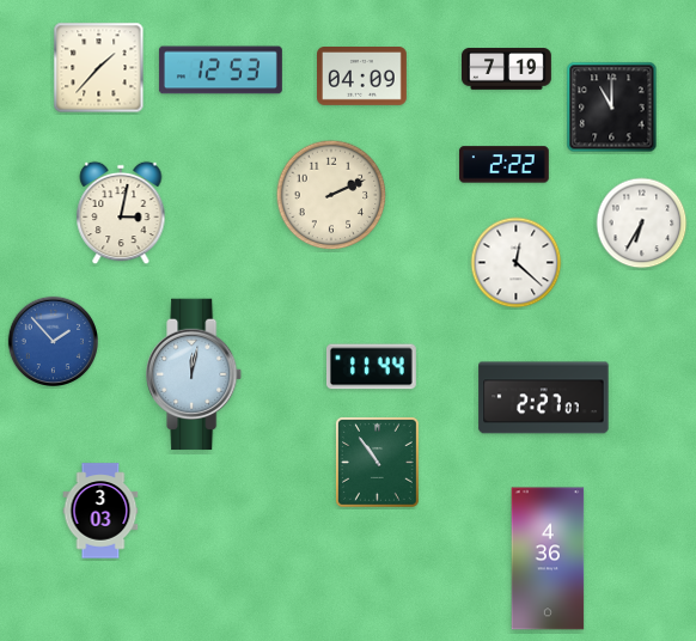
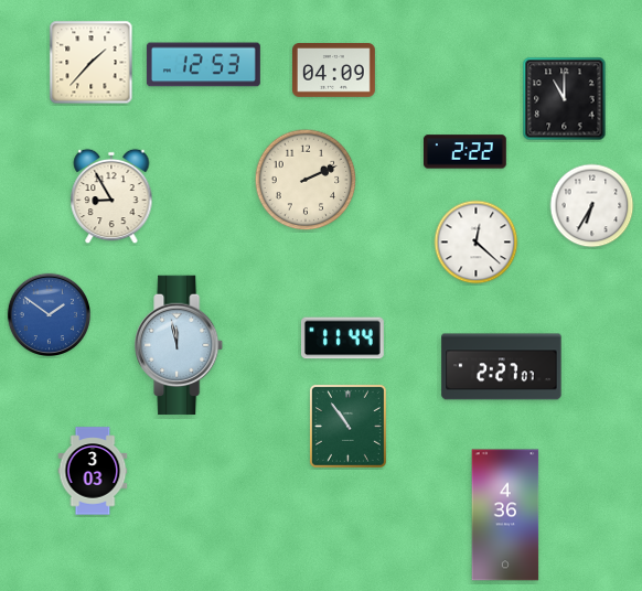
clock at (507, 69): 7:19 -> none
clock at (121, 213): 3:02 -> 8:55
clock at (53, 341): 1:53 -> 1:51
clock at (195, 374): 12:02 -> 11:58
